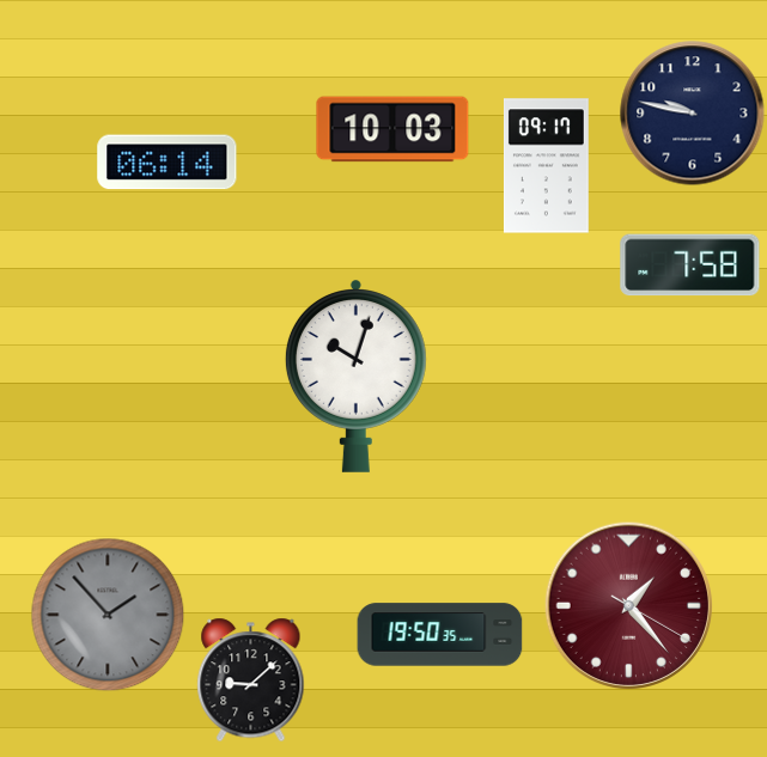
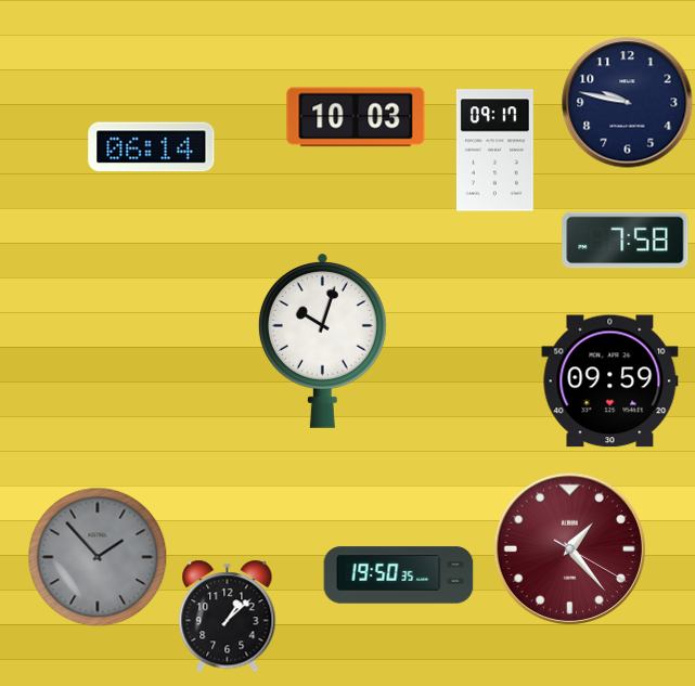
clock at (610, 381): none -> 09:59
clock at (251, 679): 9:08 -> 1:08
